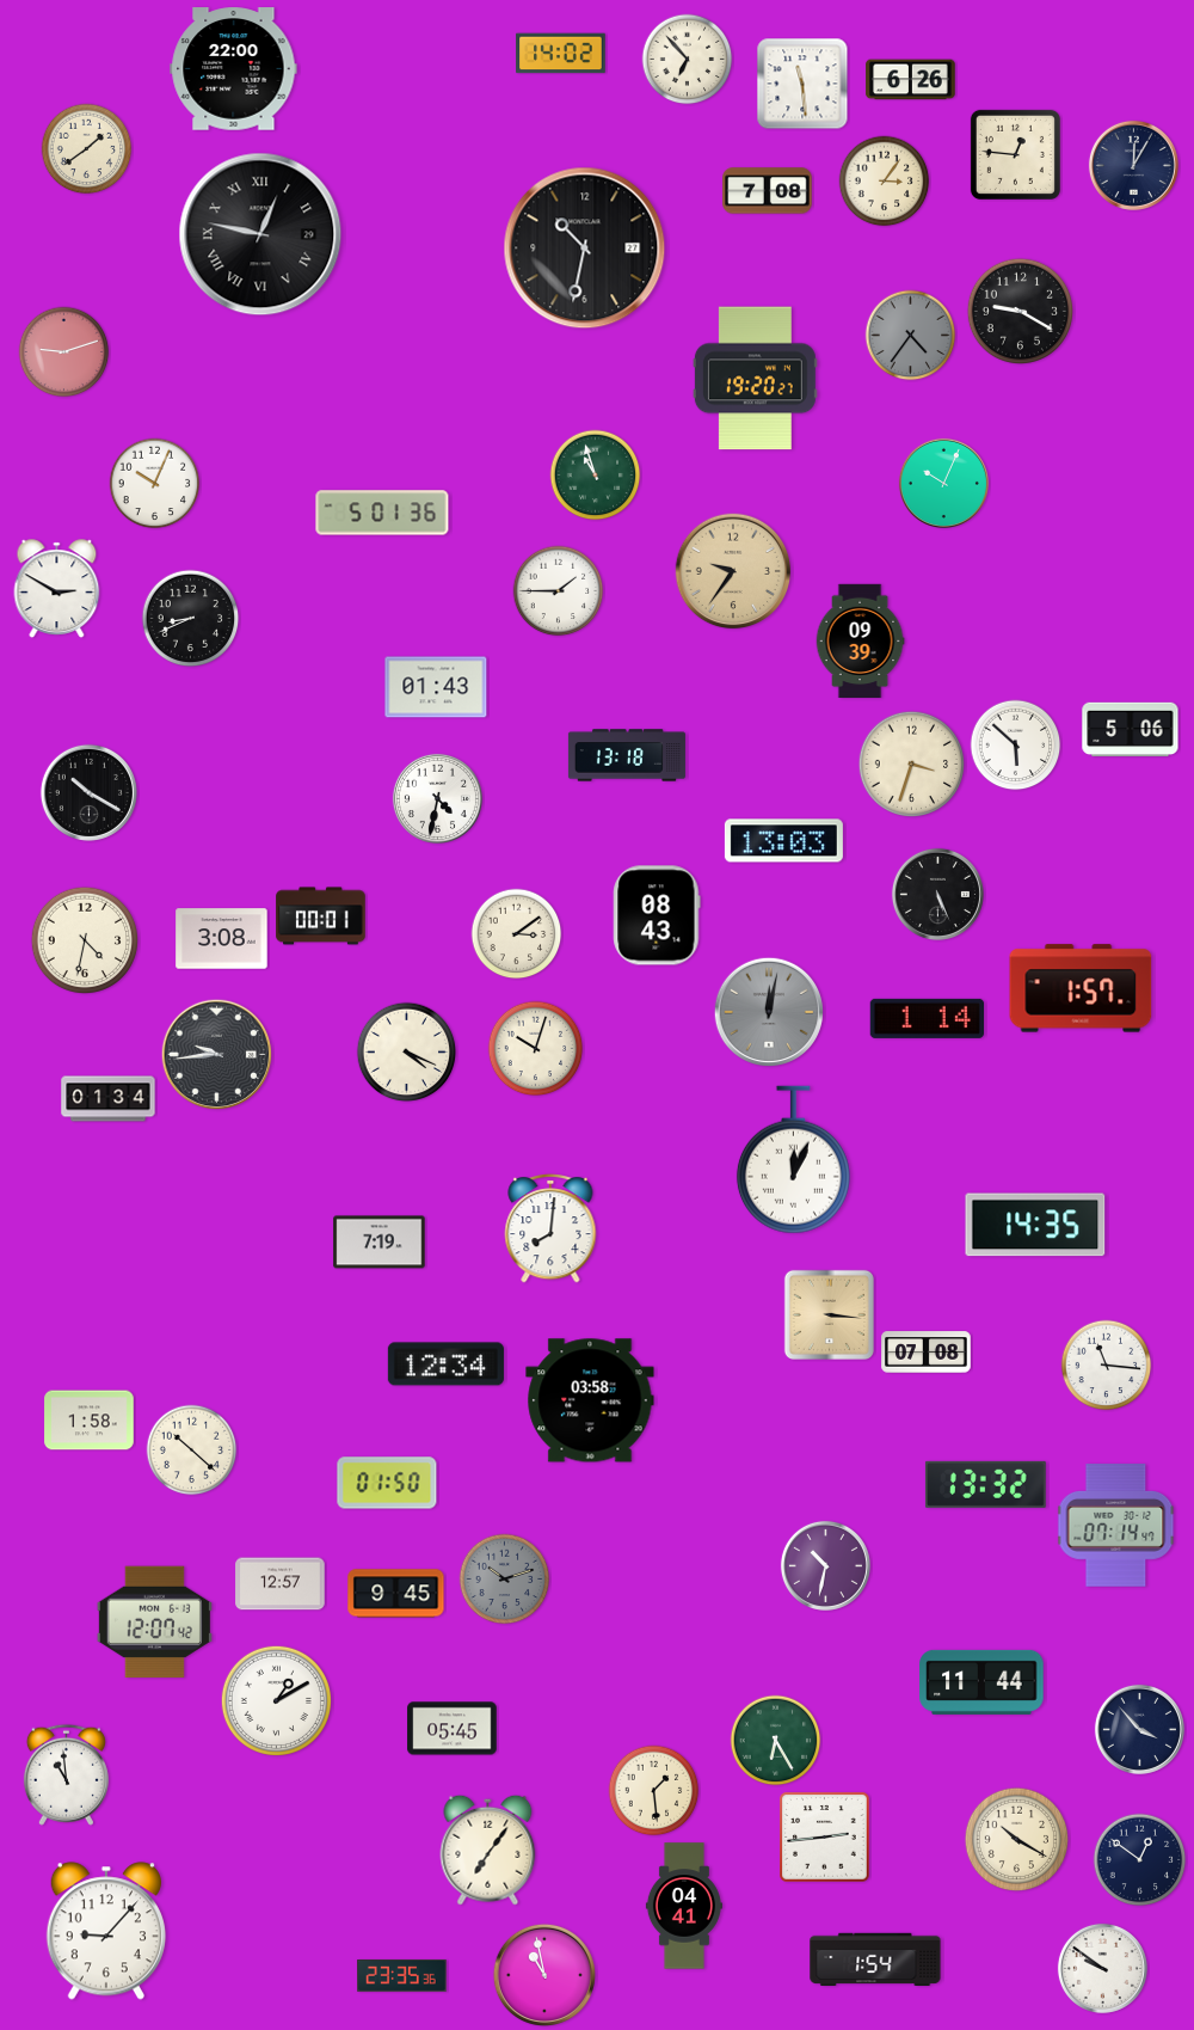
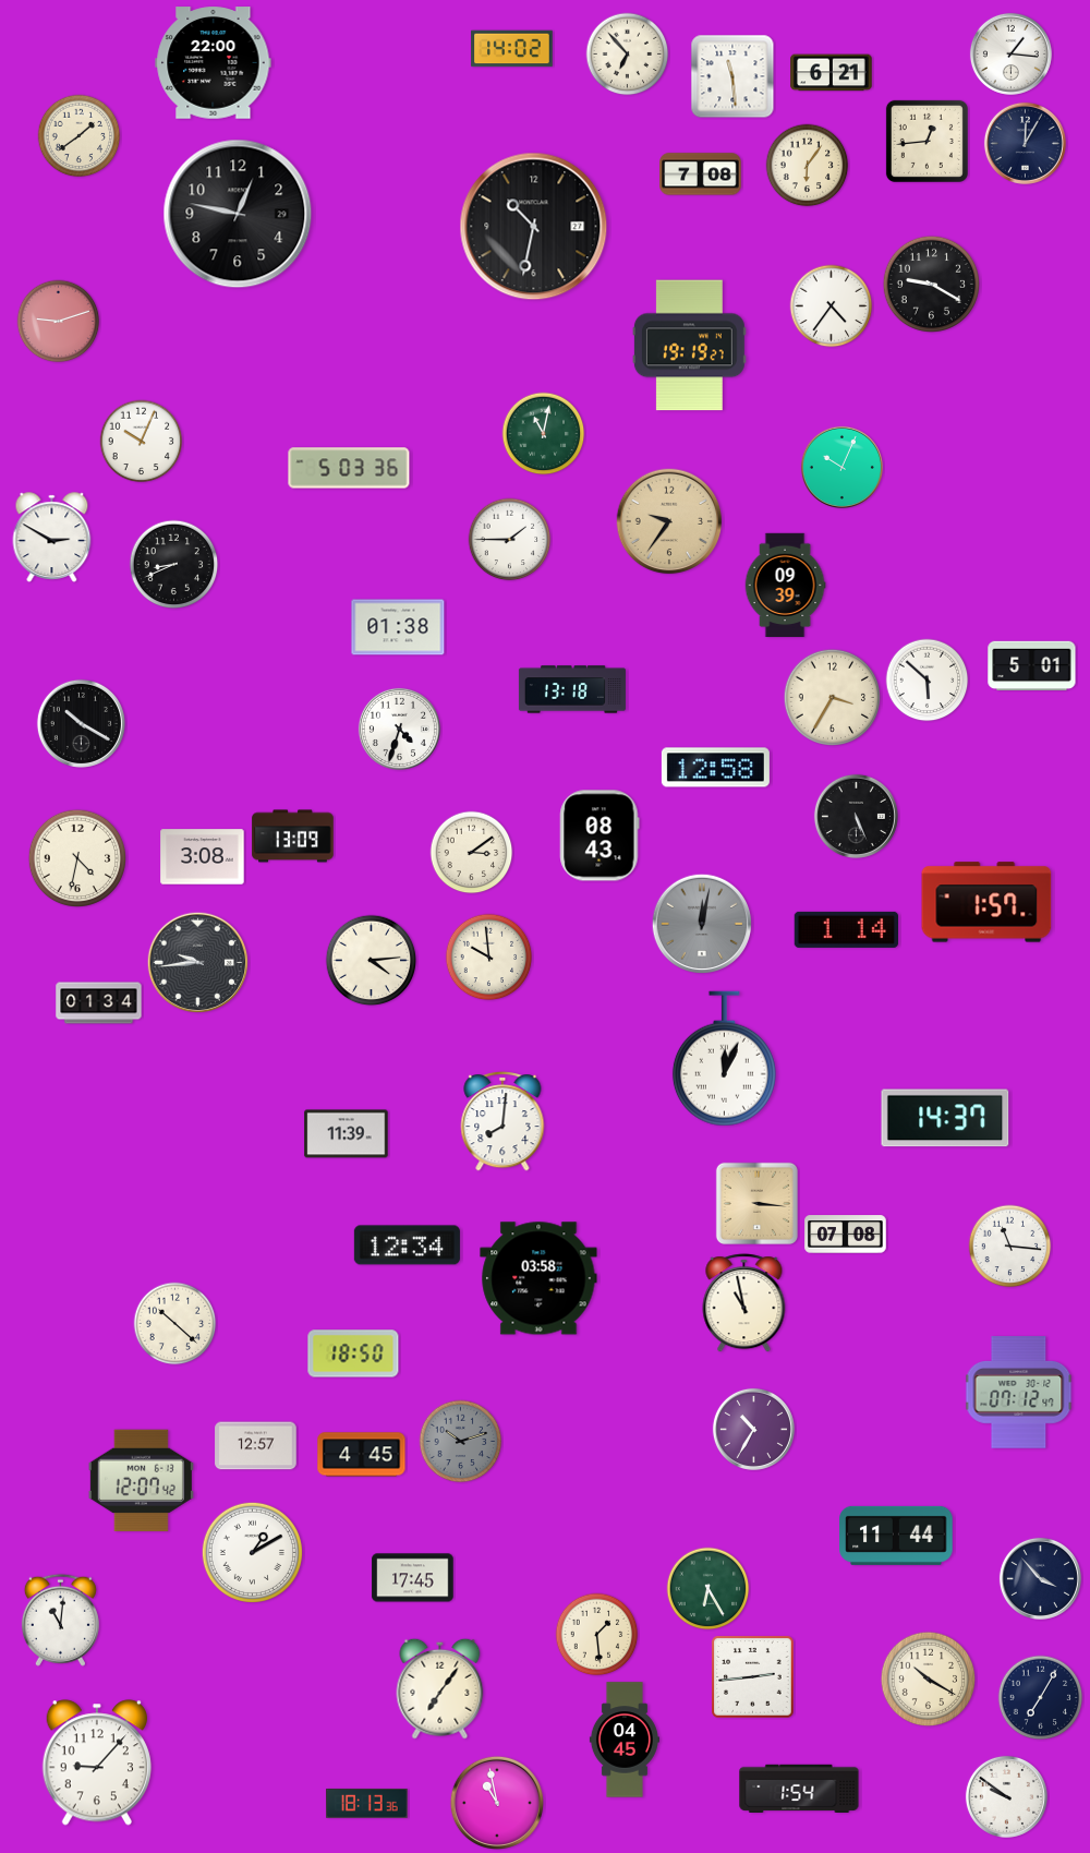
clock at (1010, 53): none -> 1:16
clock at (911, 80): 6:26 -> 6:21
clock at (1015, 154): 12:46 -> 12:44
clock at (1133, 165) position: (1133, 165) -> (1025, 143)
clock at (885, 182): 3:06 -> 6:06
clock at (260, 234) numerals: Roman -> Arabic
clock at (911, 336) dial: grey -> white
clock at (755, 379): 19:20 -> 19:19
clock at (596, 476): 10:57 -> 11:02
clock at (943, 483) position: (943, 483) -> (841, 467)
clock at (382, 513): 5:01 -> 5:03
clock at (436, 687): 01:43 -> 01:38
clock at (1131, 730): 5:06 -> 5:01
clock at (912, 765): 3:33 -> 3:35
clock at (437, 798): 4:32 -> 4:33
clock at (783, 841): 13:03 -> 12:58
clock at (321, 916): 00:01 -> 13:09
clock at (536, 1049): 10:03 -> 9:59
clock at (407, 1053): 4:19 -> 4:14
clock at (1035, 1225): 14:35 -> 14:37
clock at (380, 1243): 7:19 -> 11:39
clock at (829, 1314) position: (829, 1314) -> (756, 1203)
clock at (90, 1421): 1:58 -> none
clock at (744, 1303): none -> 10:58
clock at (387, 1483): 01:50 -> 18:50
clock at (985, 1484): 13:32 -> none
clock at (1116, 1526): 07:14 -> 07:12
clock at (825, 1565): 10:32 -> 10:35
clock at (396, 1594): 9:45 -> 4:45
clock at (453, 1729): 05:45 -> 17:45
clock at (66, 1774): 10:59 -> 11:01
clock at (488, 1850) position: (488, 1850) -> (440, 1688)
clock at (1140, 1860): 12:51 -> 7:05
clock at (684, 1906): 04:41 -> 04:45
clock at (402, 1975): 23:35 -> 18:13
